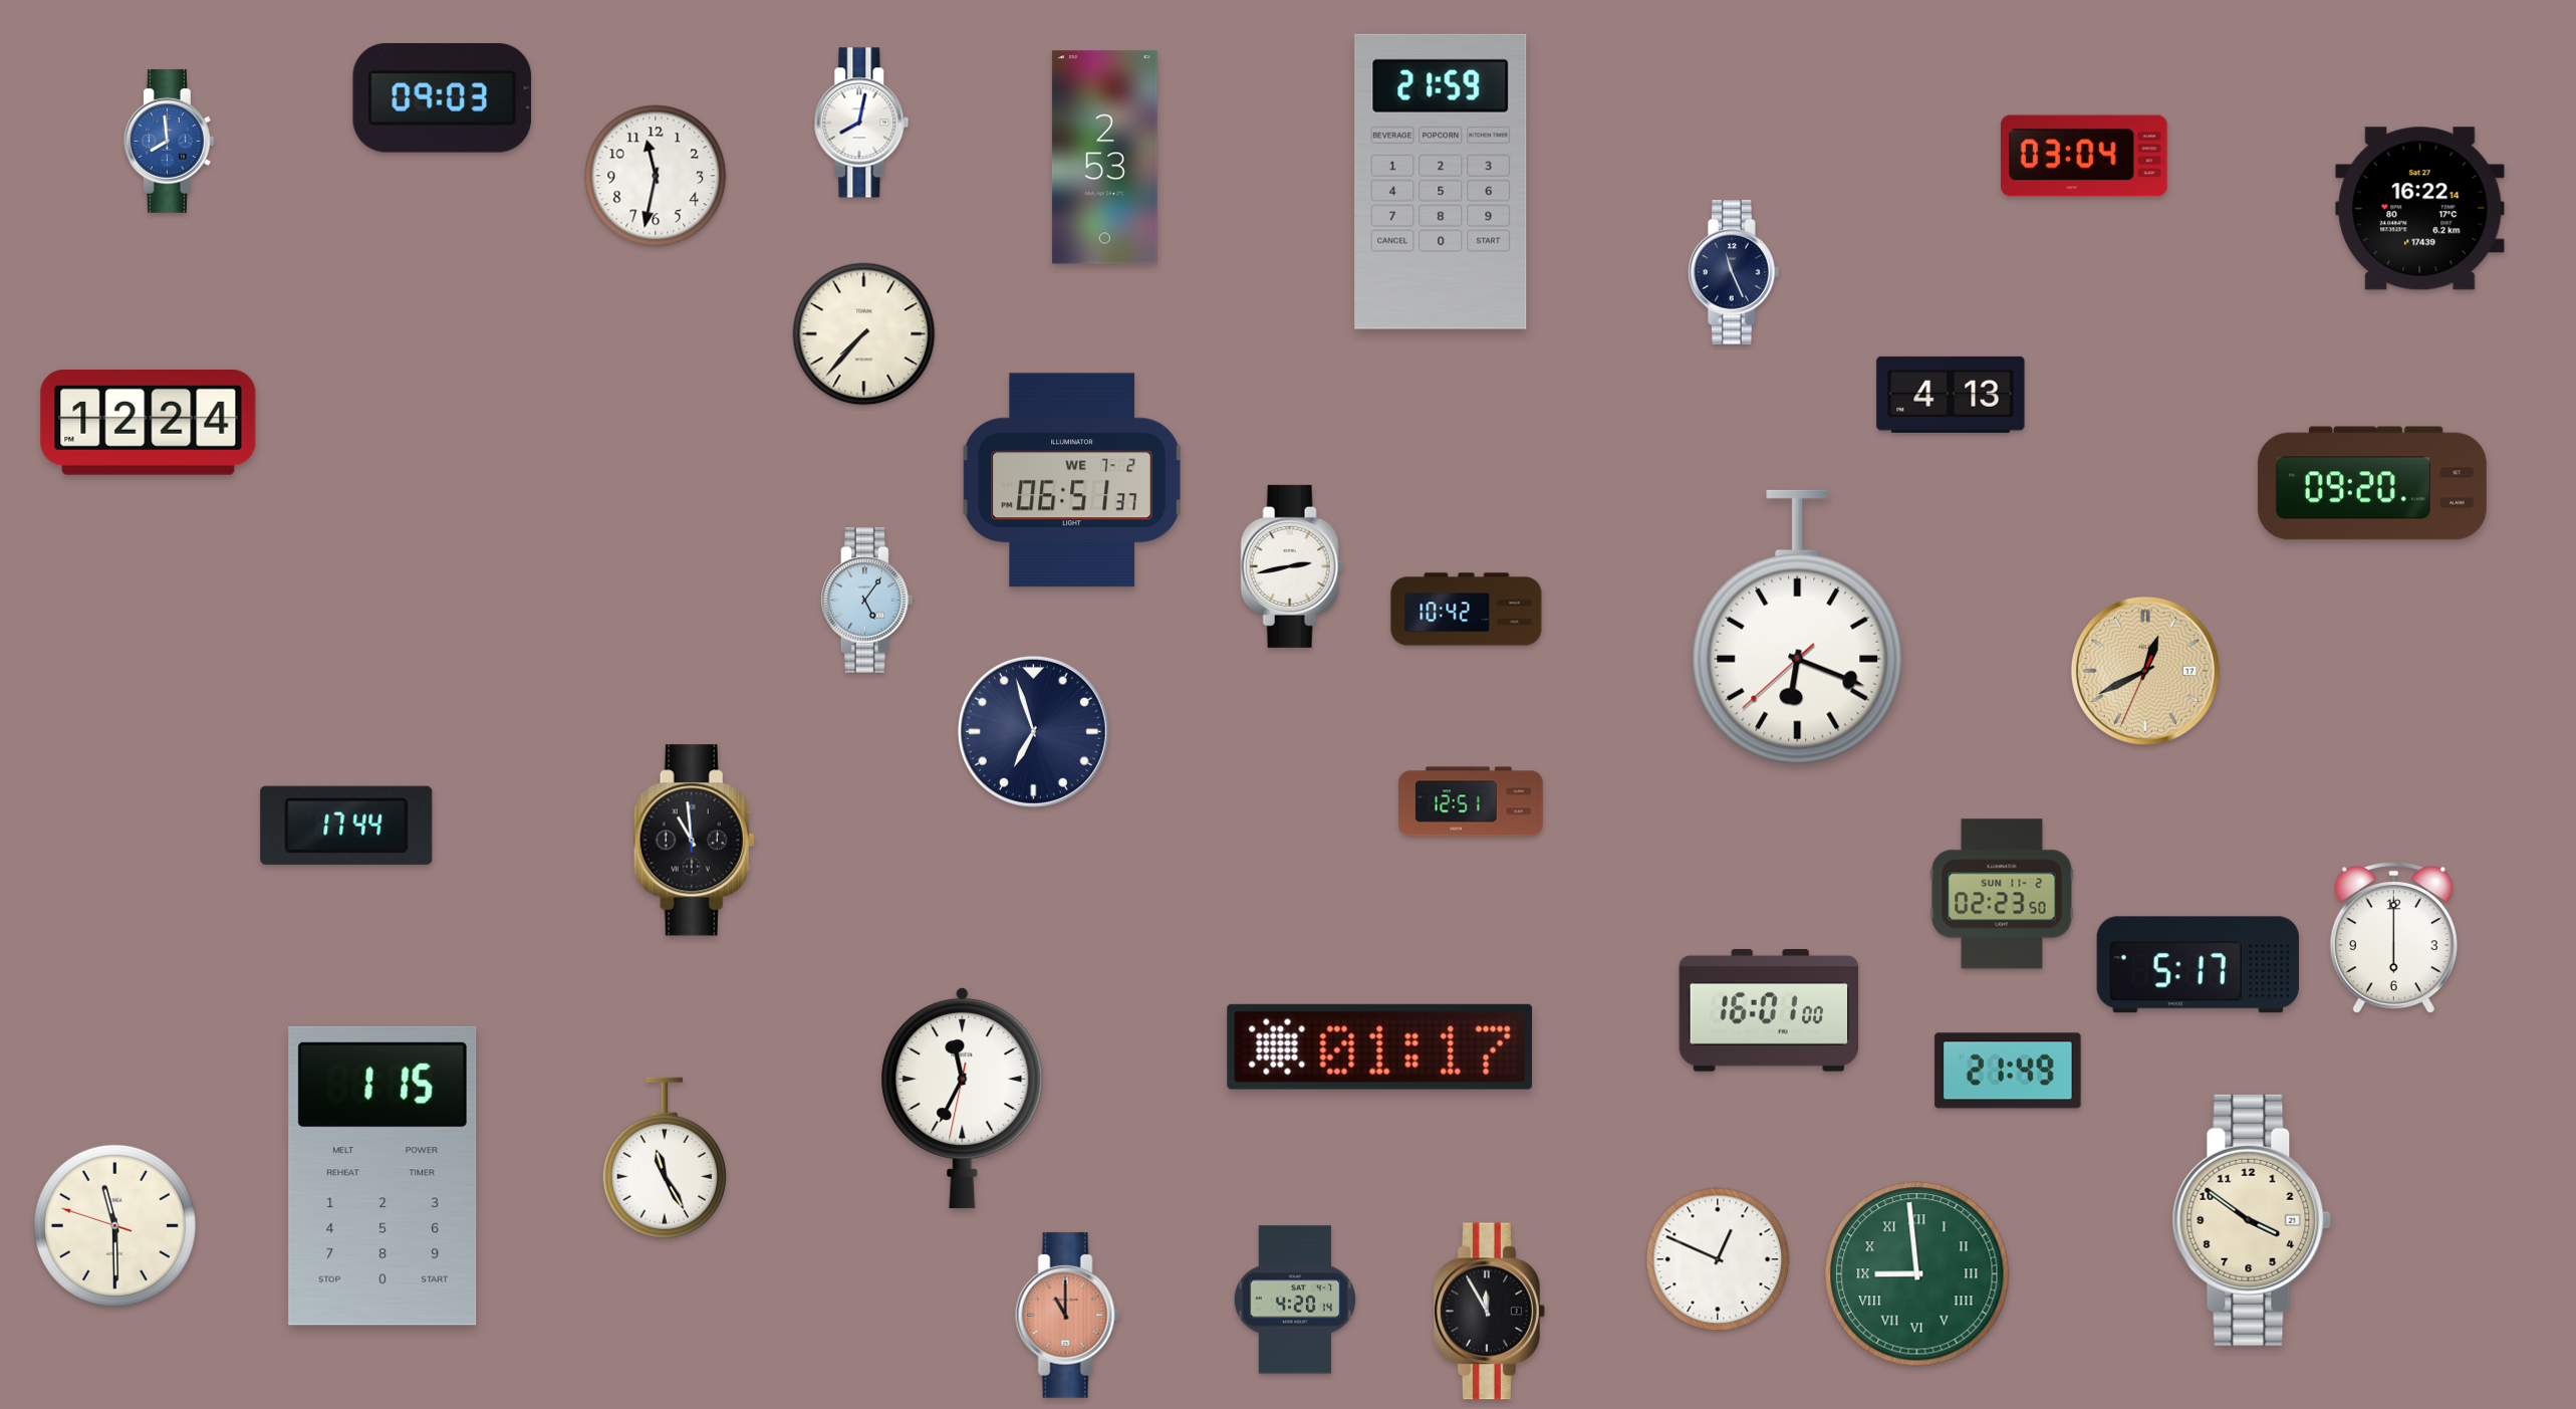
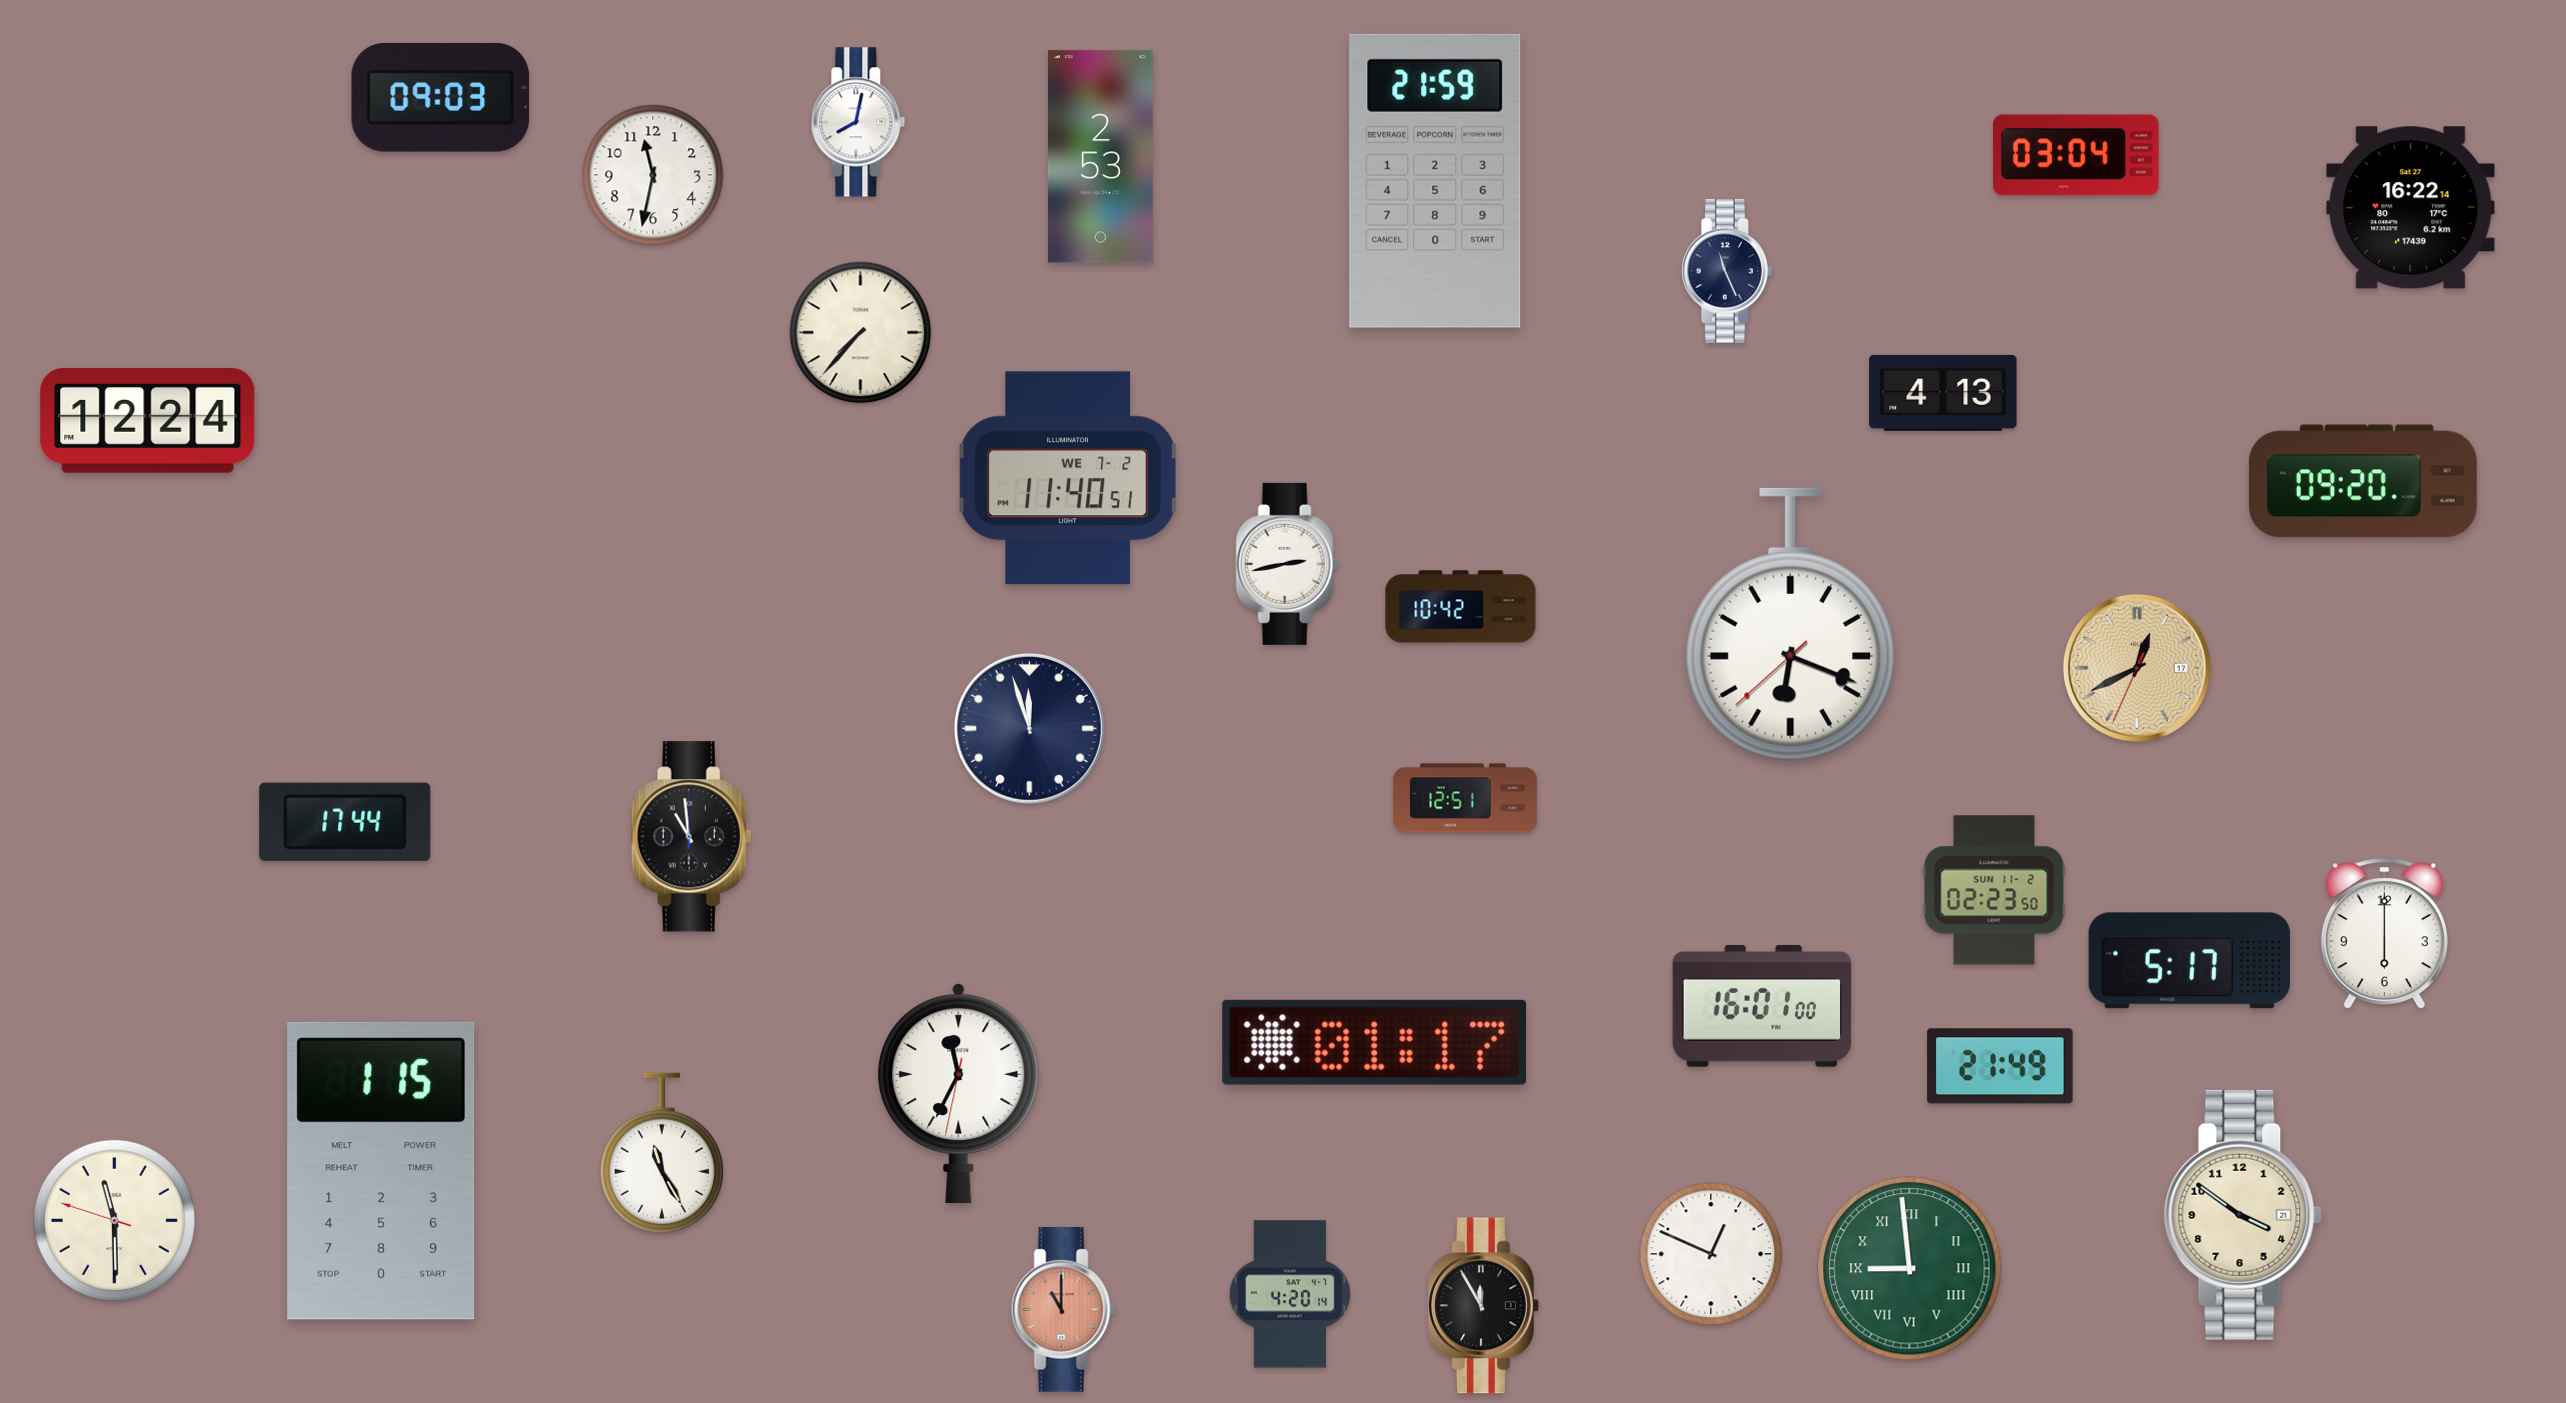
clock at (170, 142): 7:59 -> none
clock at (1072, 480): 06:51 -> 11:40
clock at (867, 601): 5:06 -> none
clock at (1033, 731): 6:57 -> 11:57
